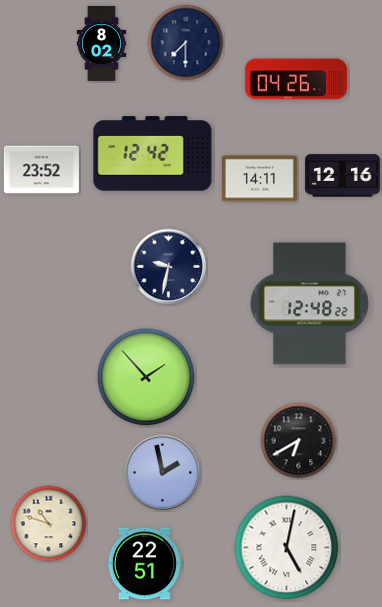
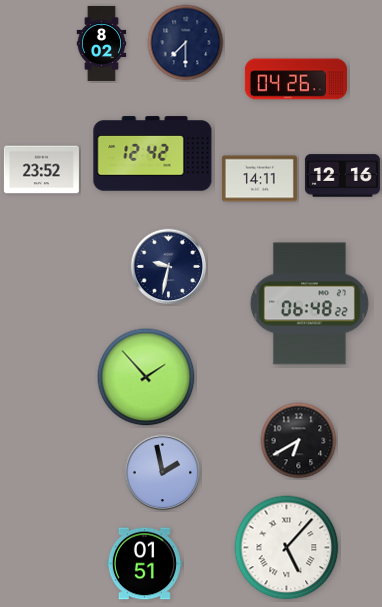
clock at (309, 304): 12:48 -> 06:48
clock at (49, 524): 10:48 -> none
clock at (287, 548): 5:02 -> 5:07
clock at (144, 564): 22:51 -> 01:51
